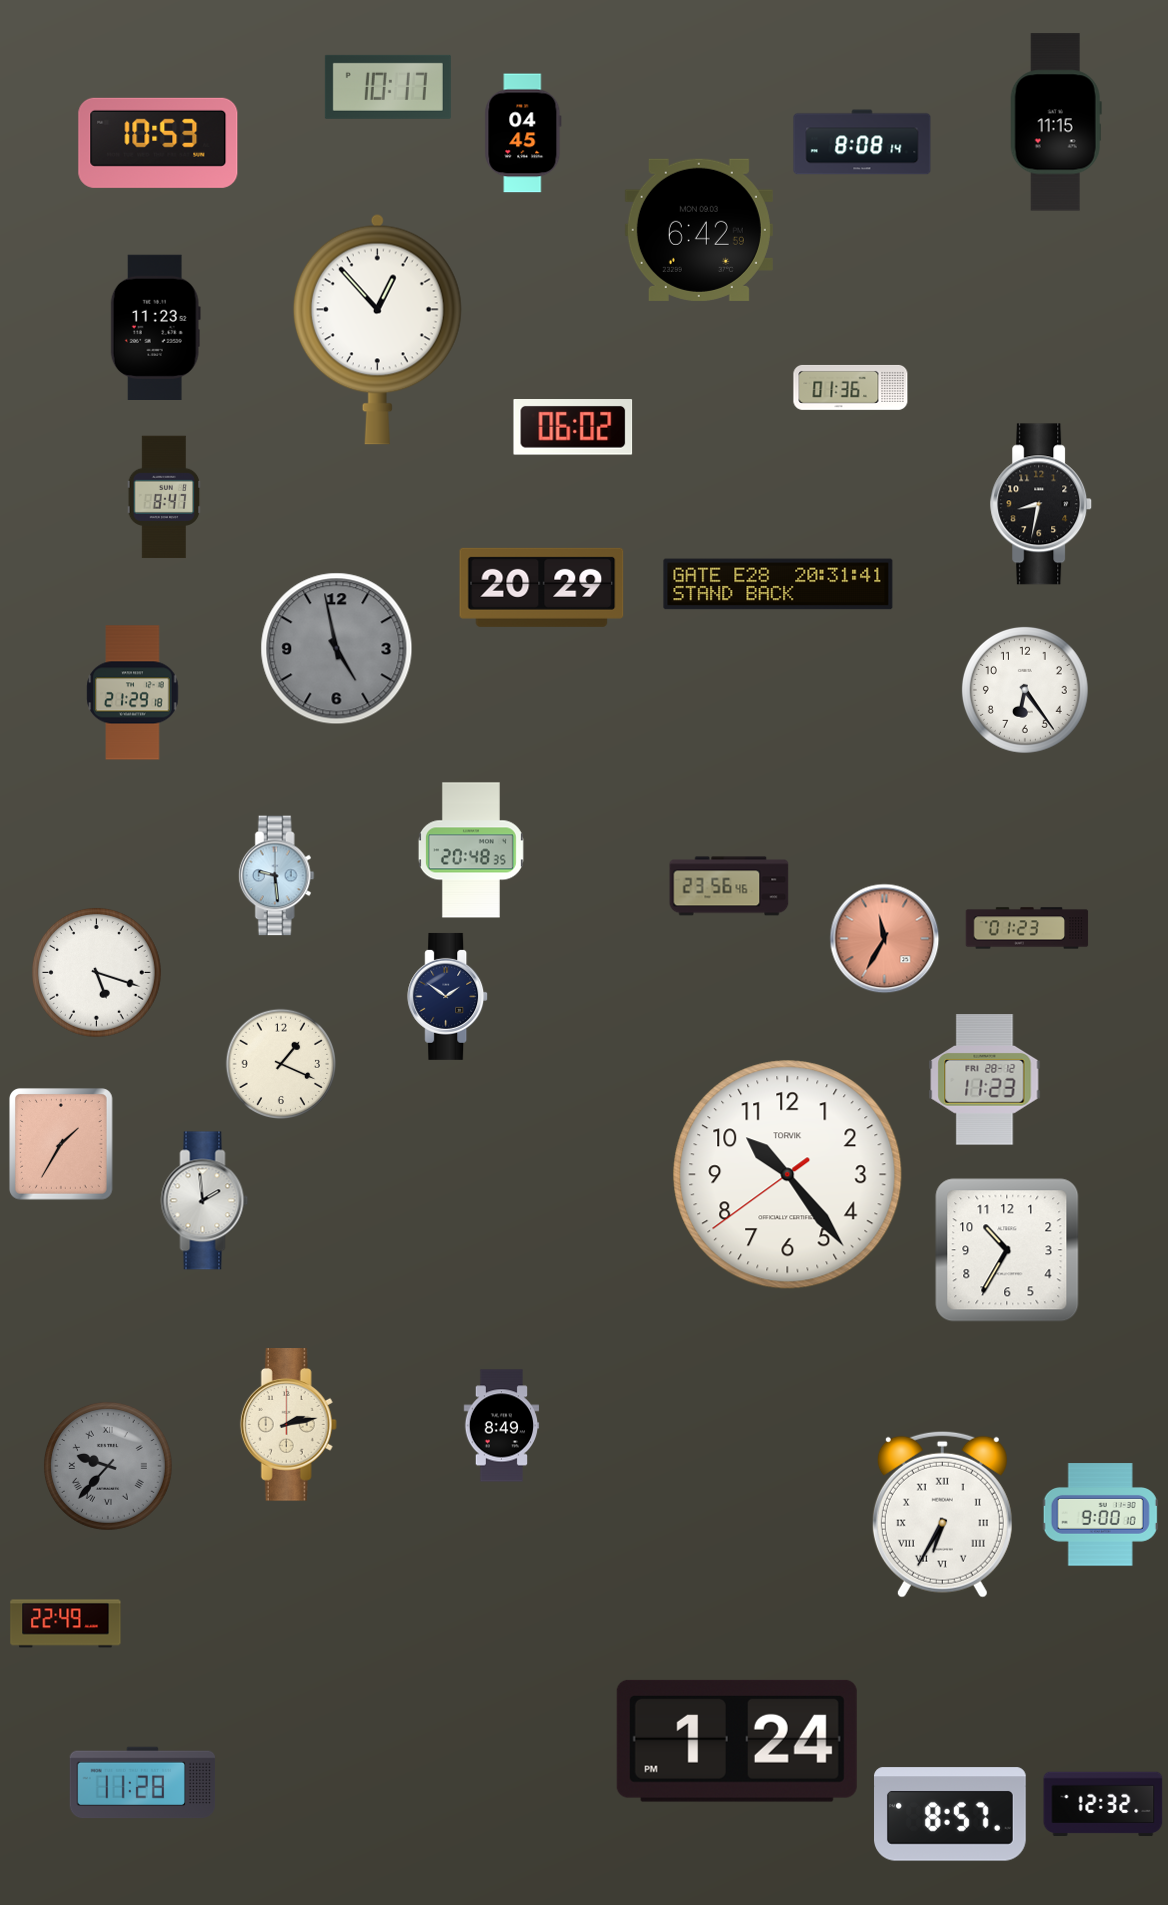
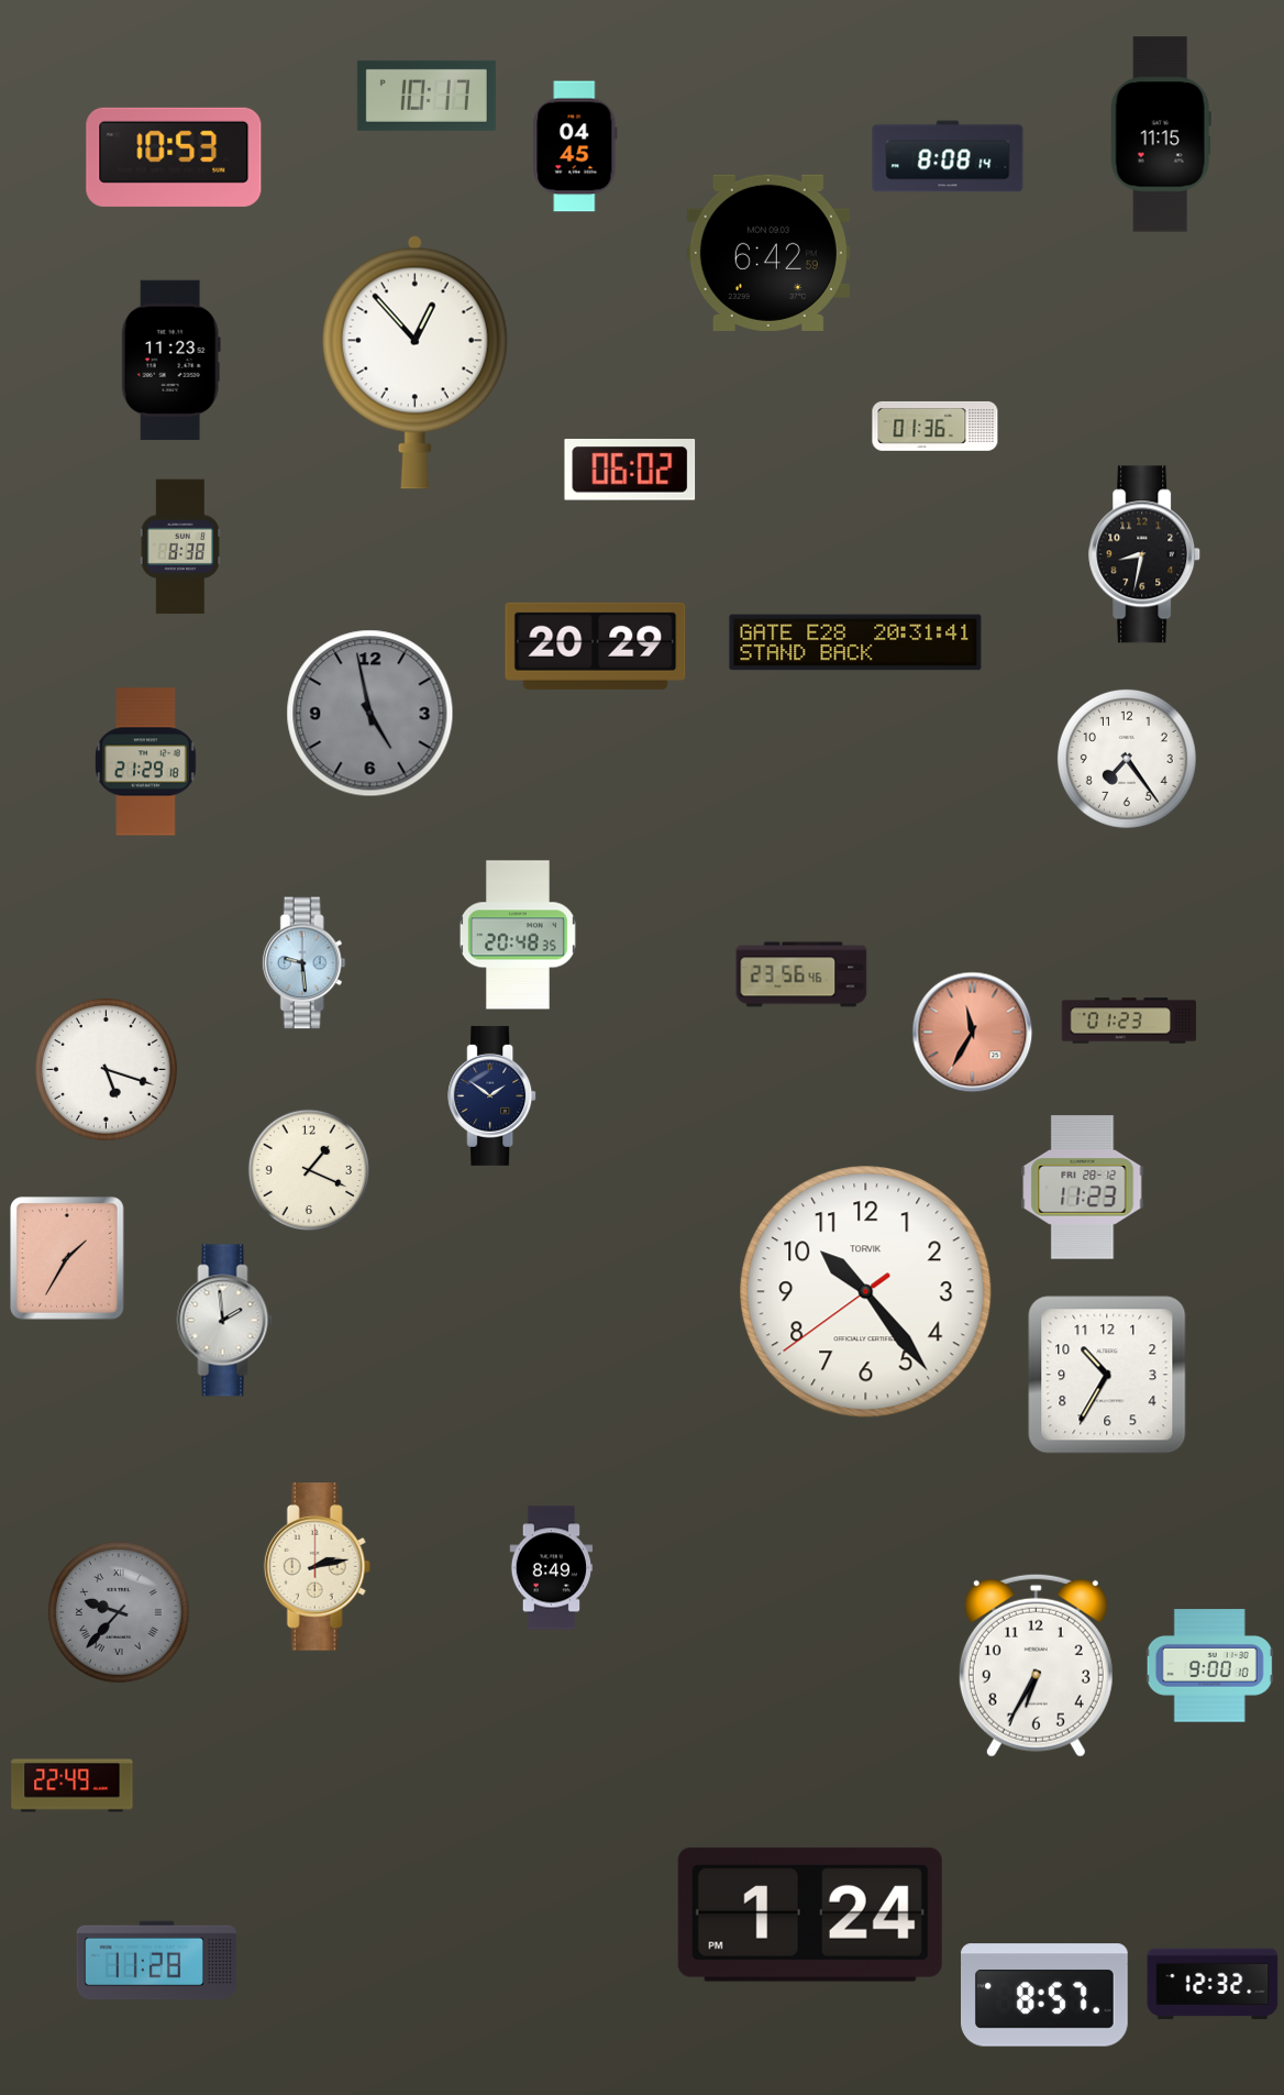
clock at (164, 497): 8:47 -> 8:38
clock at (1025, 690): 6:24 -> 7:24
clock at (942, 1514) numerals: Roman -> Arabic
